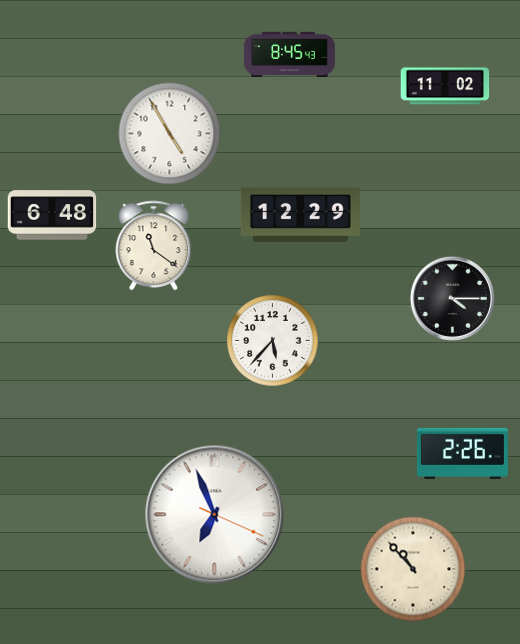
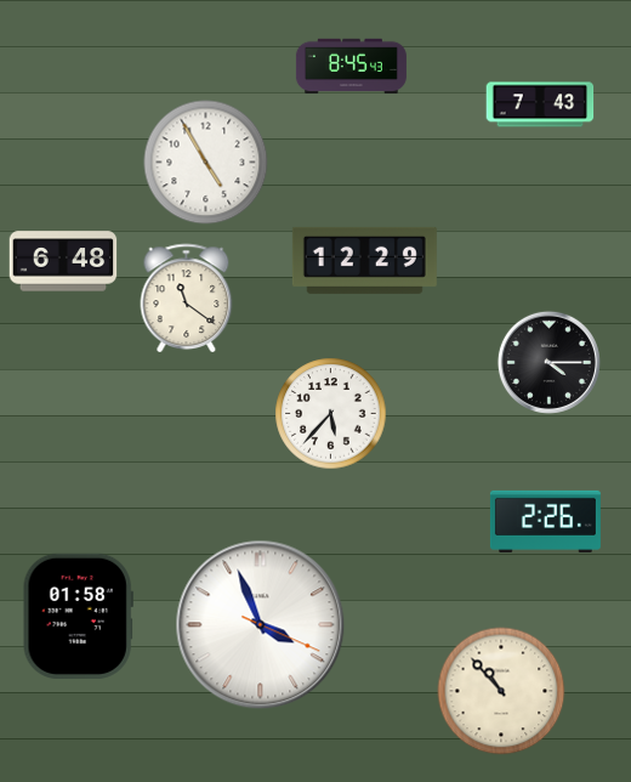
clock at (445, 86): 11:02 -> 7:43
clock at (462, 453) position: (462, 453) -> (545, 521)
clock at (78, 616): none -> 01:58
clock at (215, 515): 6:56 -> 3:56
